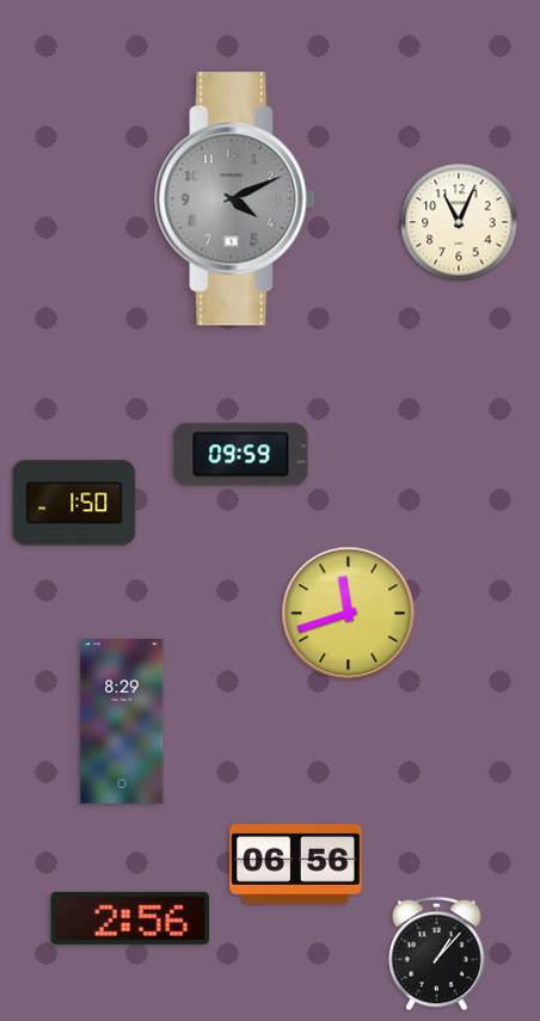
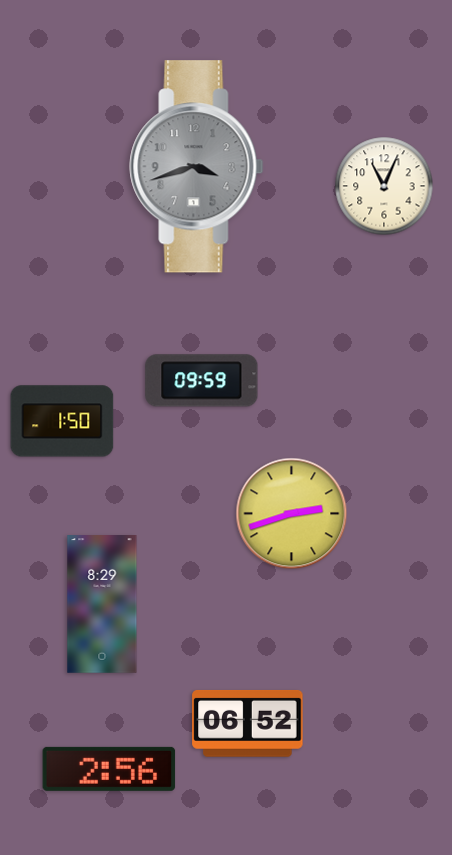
clock at (235, 199): 4:11 -> 3:42
clock at (349, 614): 11:42 -> 2:42
clock at (296, 863): 06:56 -> 06:52
clock at (437, 954): 1:07 -> none
